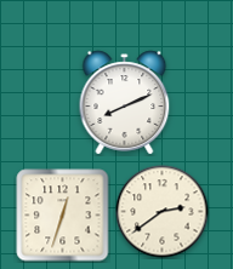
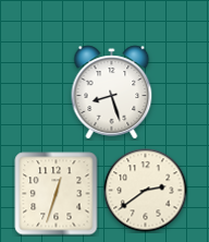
clock at (125, 103): 8:11 -> 8:27
